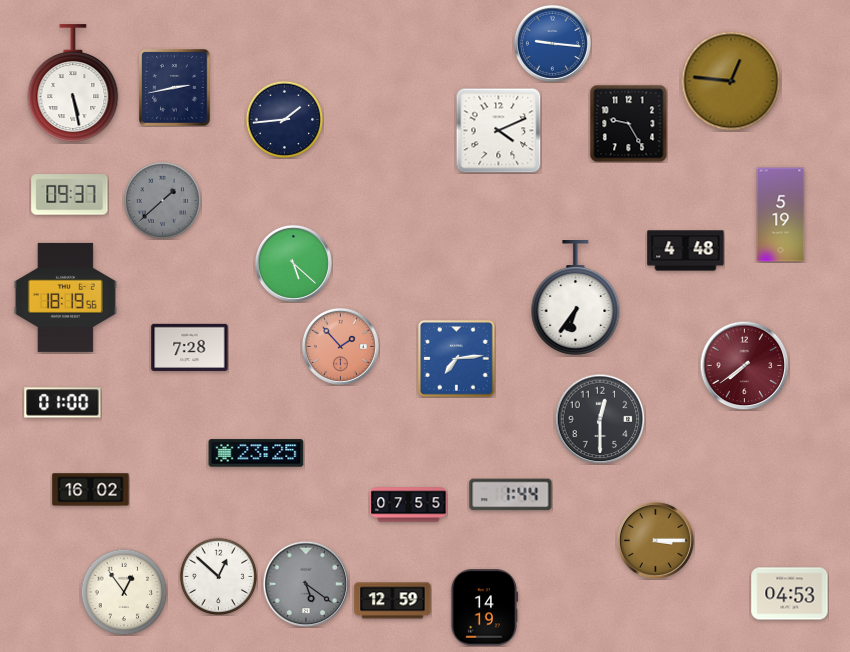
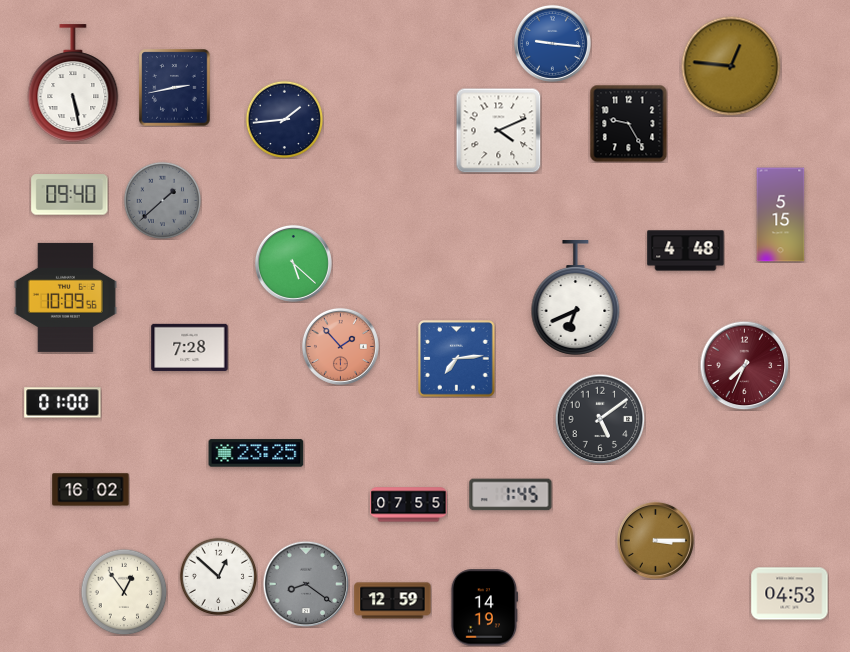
clock at (731, 81) position: (731, 81) -> (731, 66)
clock at (70, 195): 09:37 -> 09:40
clock at (781, 215): 5:19 -> 5:15
clock at (65, 297): 18:19 -> 10:09
clock at (576, 298): 6:36 -> 6:41
clock at (744, 365): 7:39 -> 7:34
clock at (600, 419): 12:30 -> 5:09
clock at (511, 495): 1:44 -> 1:45
clock at (306, 584): 5:21 -> 8:21
